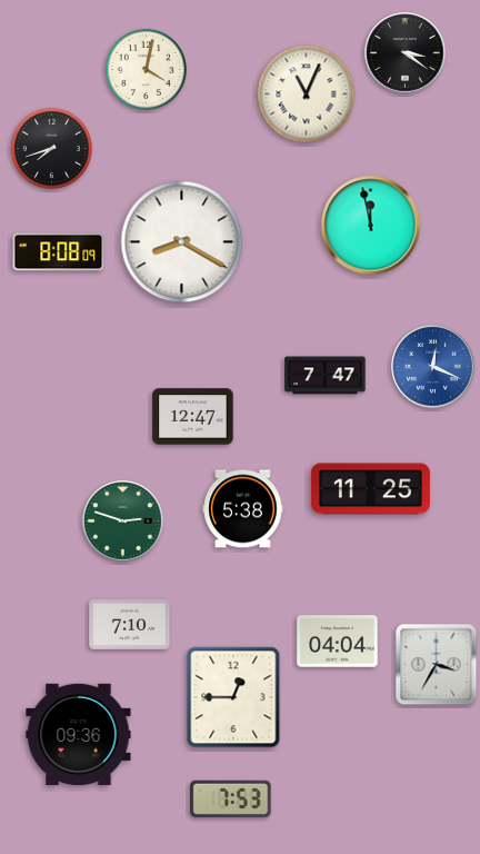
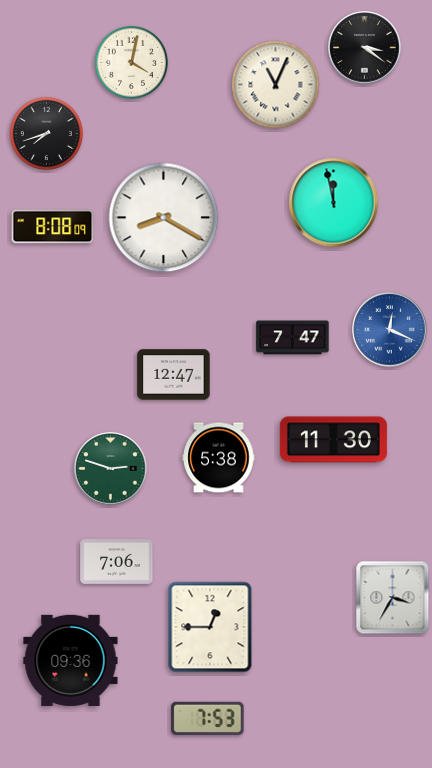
clock at (370, 489): 11:25 -> 11:30
clock at (130, 625): 7:10 -> 7:06
clock at (338, 642): 04:04 -> none
